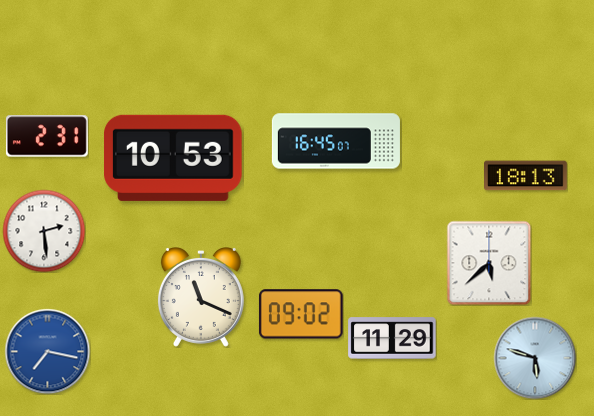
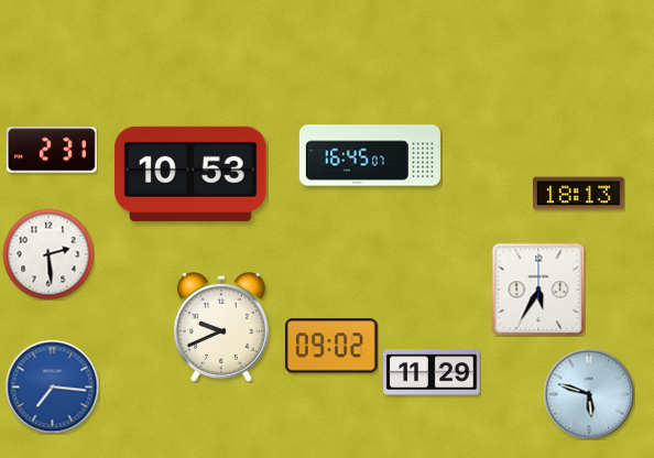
clock at (489, 263): 5:38 -> 5:35
clock at (201, 298): 11:19 -> 9:41
clock at (47, 351): 7:17 -> 7:16
